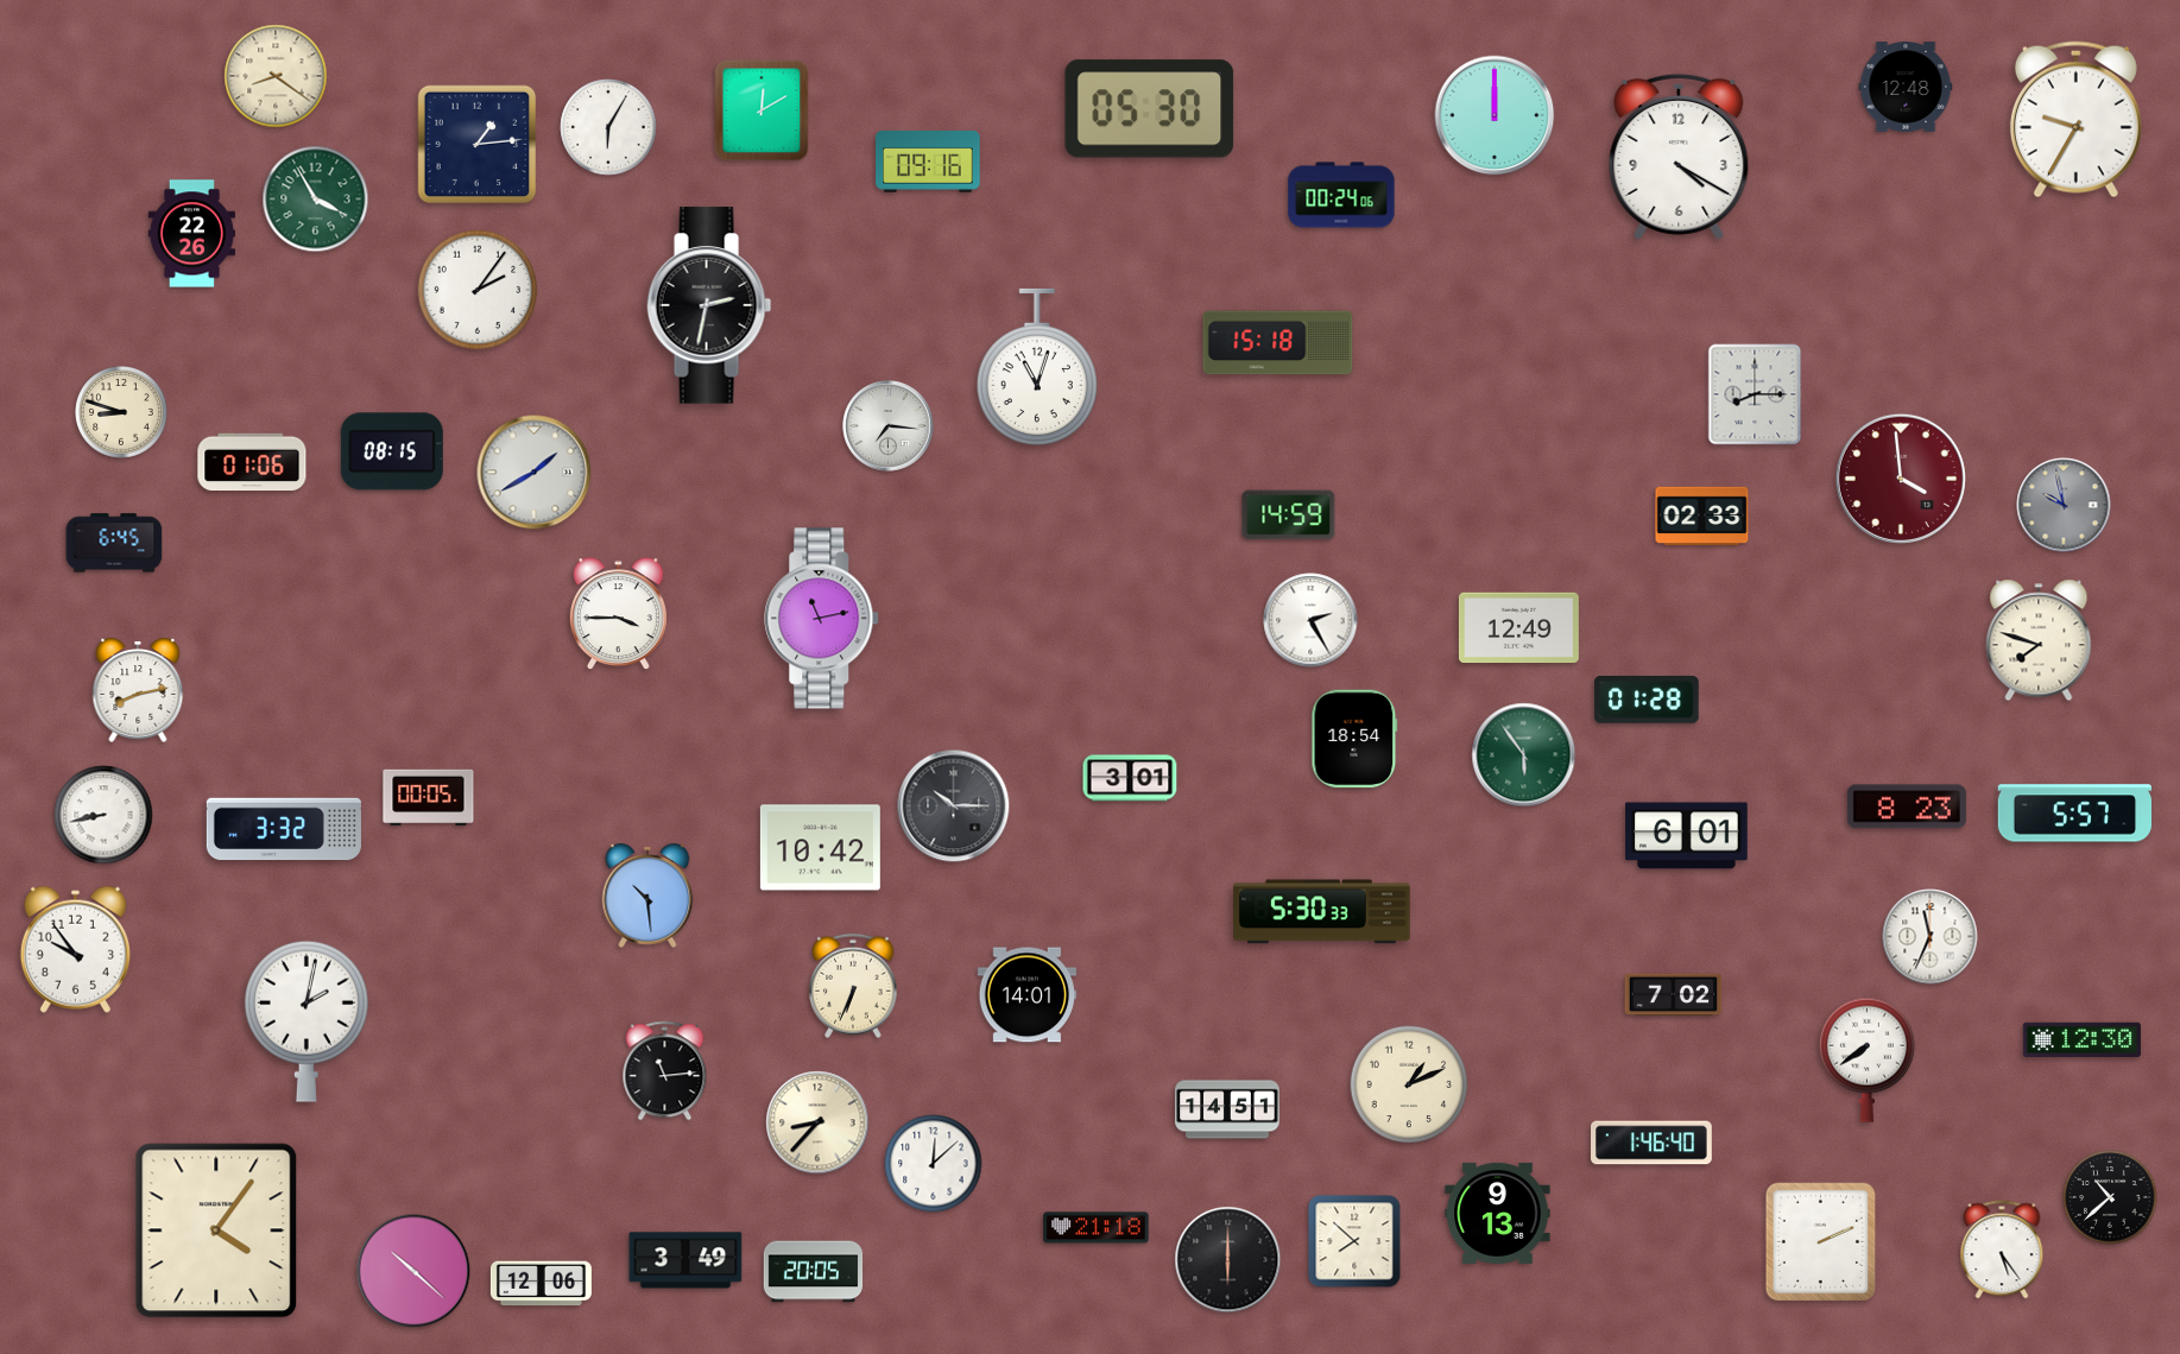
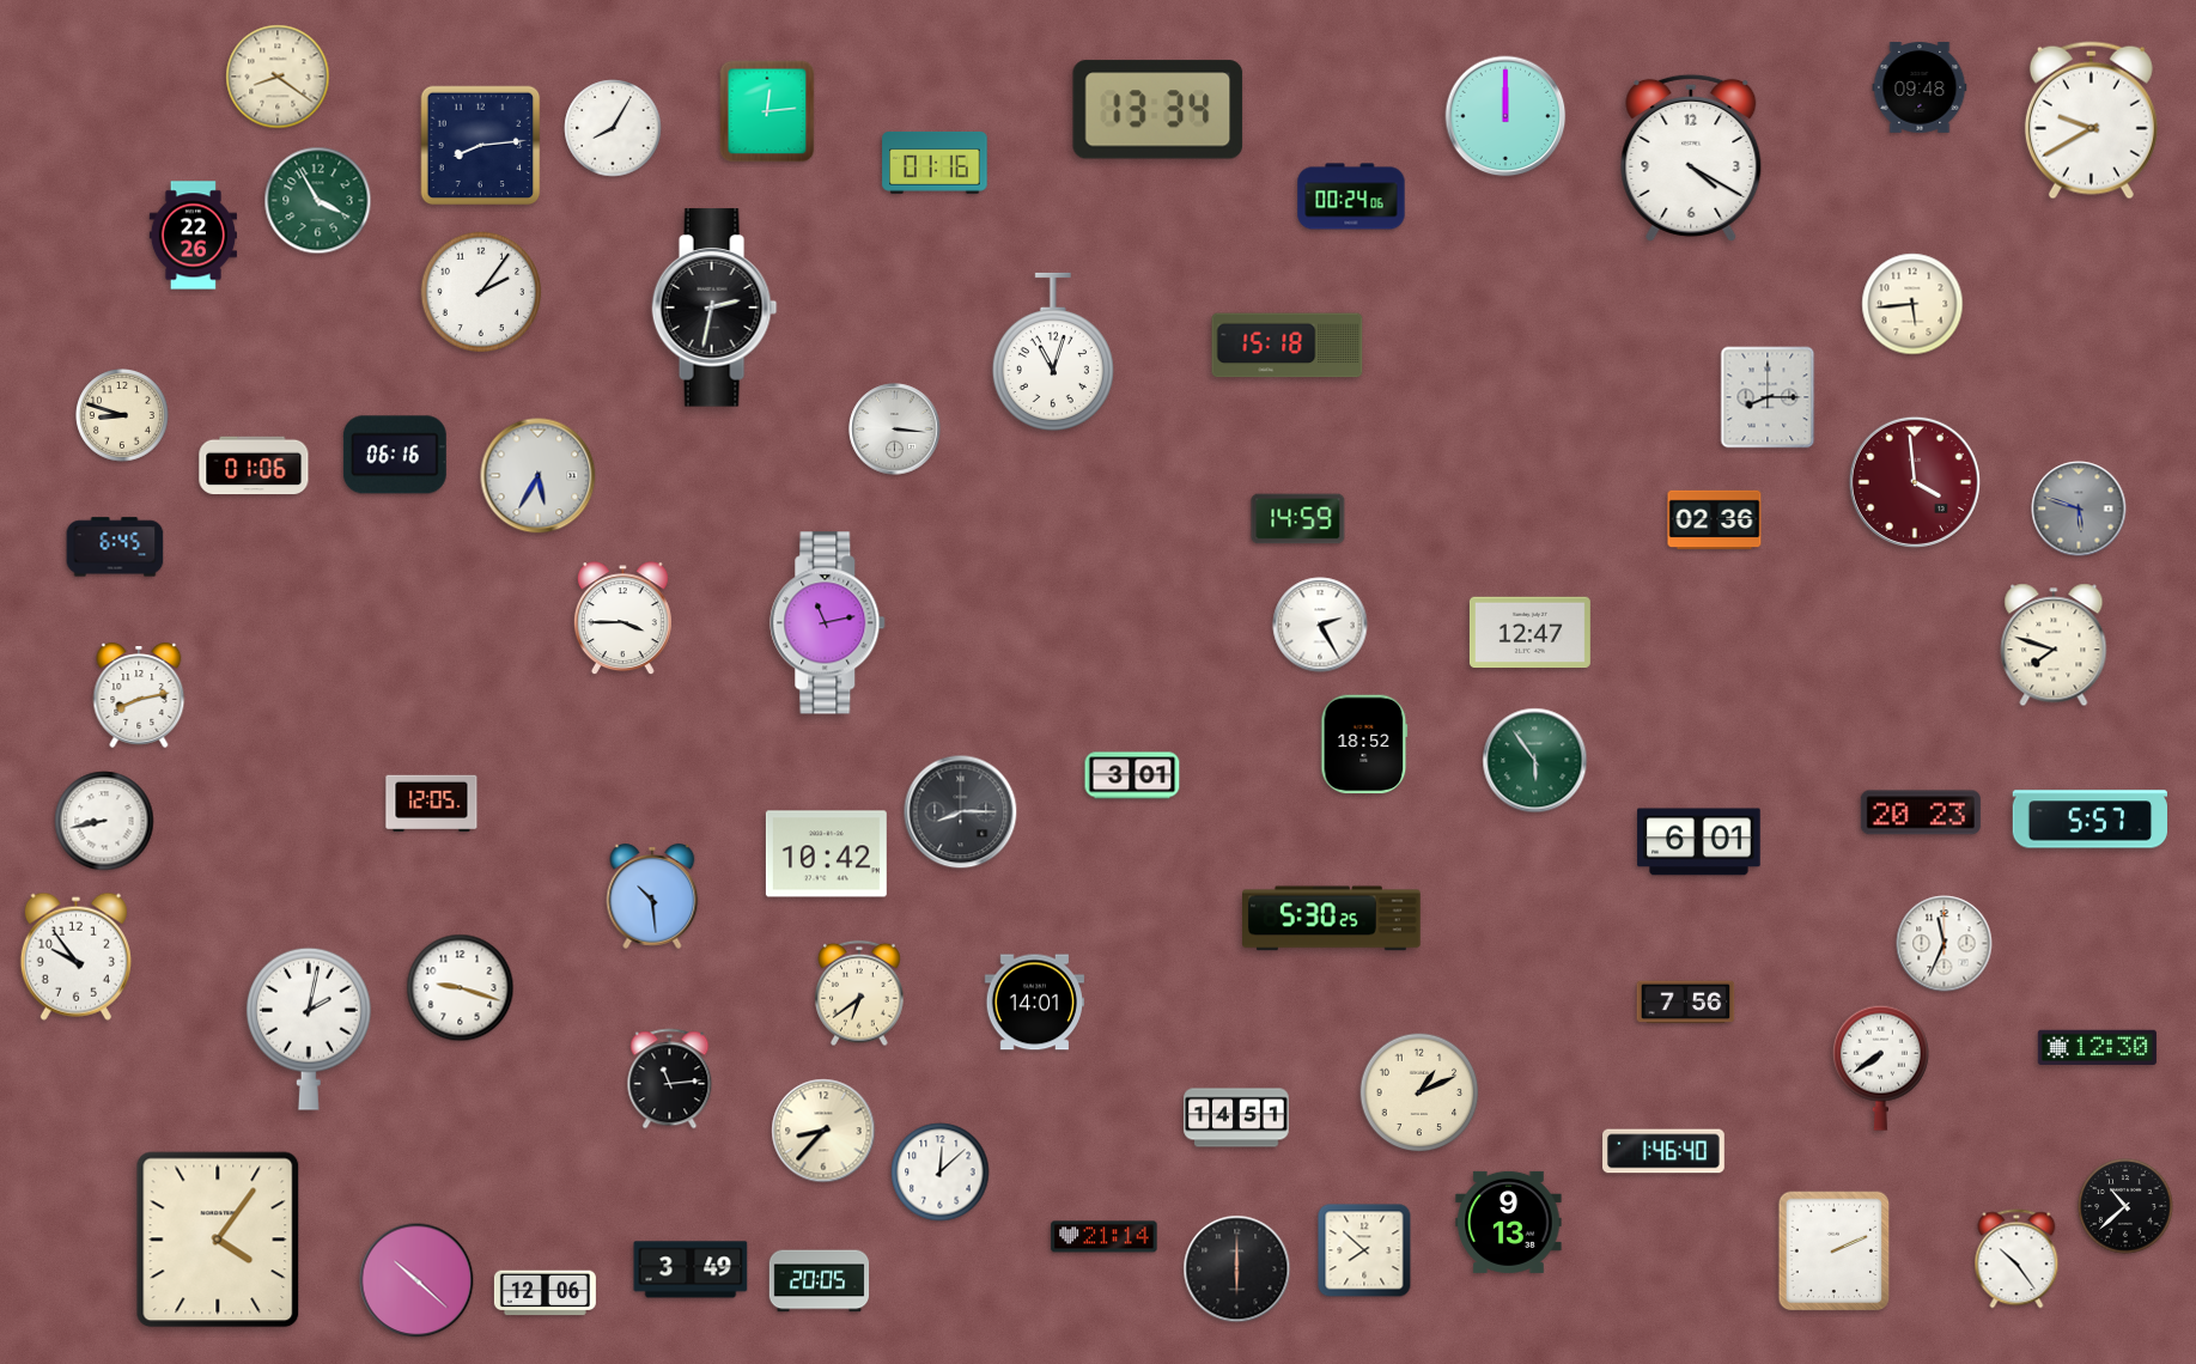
clock at (1906, 87): 12:48 -> 09:48
clock at (1150, 109): 05:30 -> 13:34
clock at (762, 110): 12:10 -> 12:14
clock at (2075, 120): 9:35 -> 9:40
clock at (608, 127): 6:05 -> 8:05
clock at (478, 145): 1:14 -> 8:14
clock at (928, 162): 09:16 -> 01:16
clock at (1912, 304): none -> 5:44
clock at (1037, 366) position: (1037, 366) -> (1053, 351)
clock at (889, 426): 7:16 -> 3:16
clock at (392, 451): 08:15 -> 06:16
clock at (535, 473): 1:40 -> 5:35
clock at (2064, 505): 9:58 -> 5:48
clock at (1702, 517): 02:33 -> 02:36
clock at (1518, 628): 12:49 -> 12:47
clock at (1647, 701): 01:28 -> none
clock at (1354, 739): 18:54 -> 18:52
clock at (1130, 778) position: (1130, 778) -> (1132, 775)
clock at (429, 798): 00:05 -> 12:05
clock at (954, 806): 10:15 -> 8:15
clock at (1907, 806): 8:23 -> 20:23
clock at (284, 829): 3:32 -> none
clock at (647, 897) position: (647, 897) -> (652, 897)
clock at (1322, 912): 5:30:33 -> 5:30:25
clock at (461, 988): none -> 9:18
clock at (853, 986): 6:34 -> 6:39
clock at (1674, 995): 7:02 -> 7:56
clock at (1097, 1228): 21:18 -> 21:14
clock at (2002, 1249): 5:24 -> 10:24
